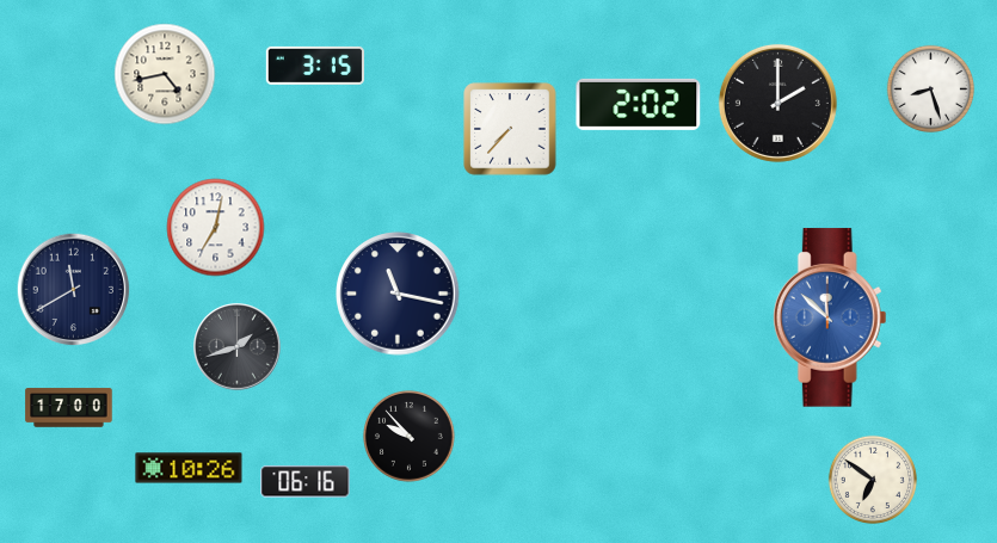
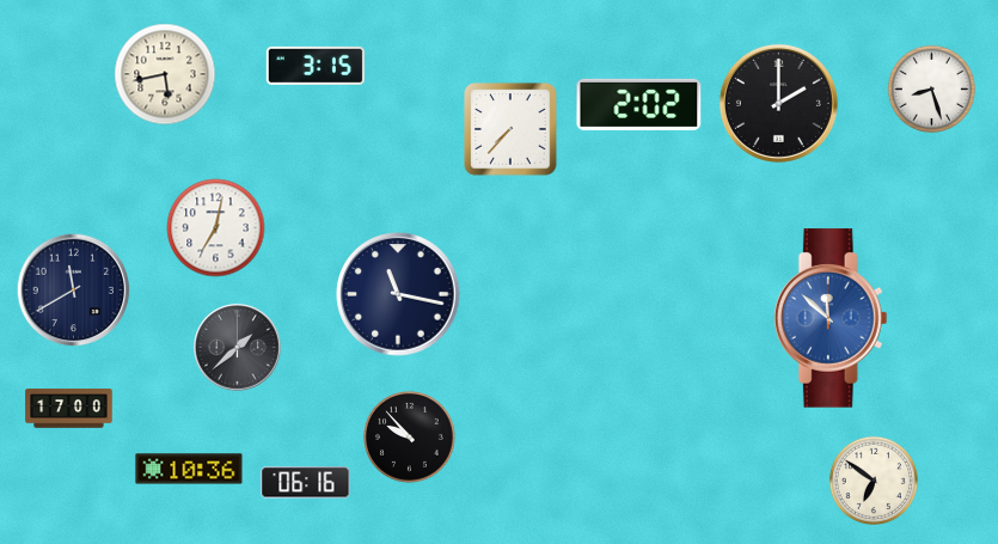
clock at (165, 74): 4:43 -> 5:43
clock at (238, 347): 1:42 -> 1:38
clock at (189, 468): 10:26 -> 10:36
